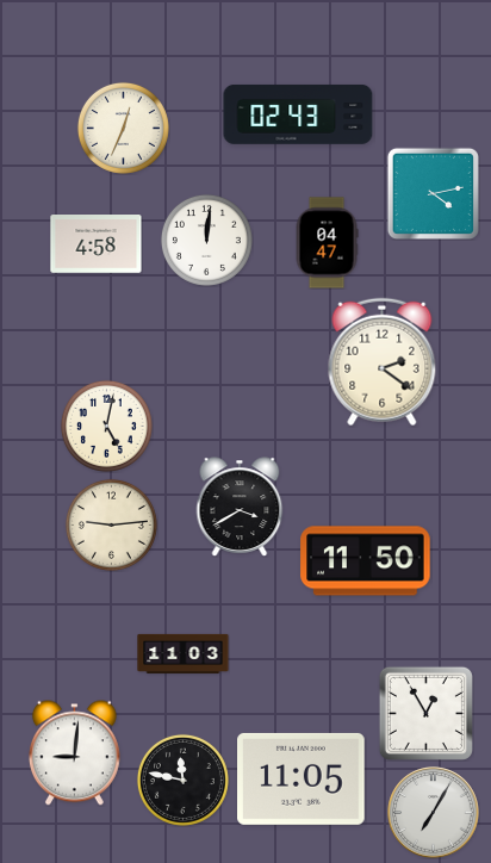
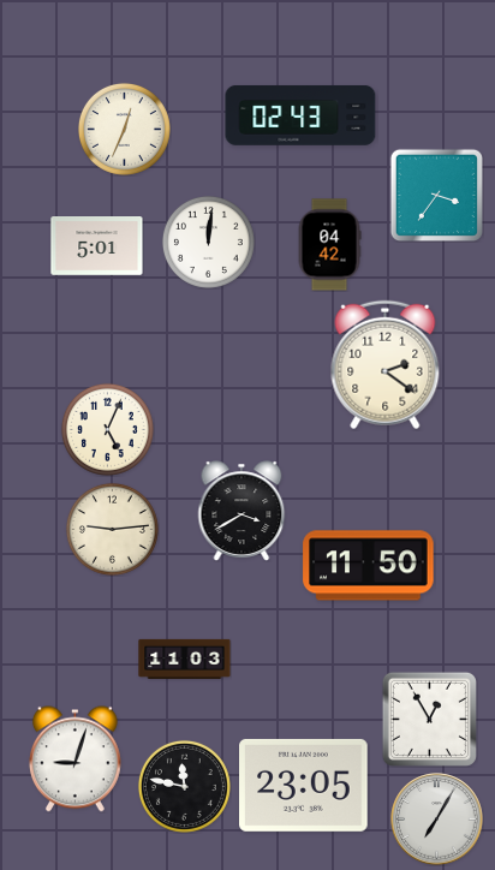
clock at (433, 193): 4:13 -> 3:36
clock at (327, 243): 04:47 -> 04:42
clock at (97, 244): 4:58 -> 5:01
clock at (106, 426): 5:02 -> 5:04
clock at (74, 753): 9:01 -> 9:03
clock at (302, 778): 11:05 -> 23:05
